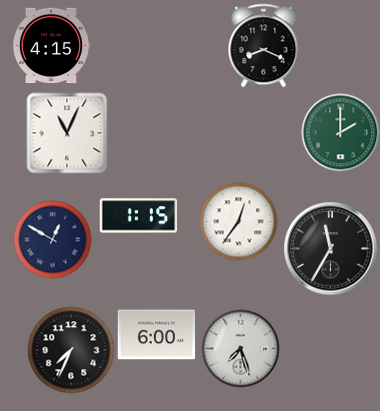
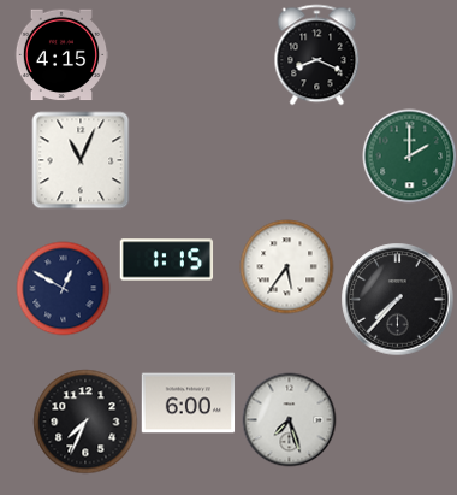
clock at (340, 132) position: (340, 132) -> (409, 155)
clock at (238, 221): 12:36 -> 5:36
clock at (330, 248): 11:35 -> 7:37
